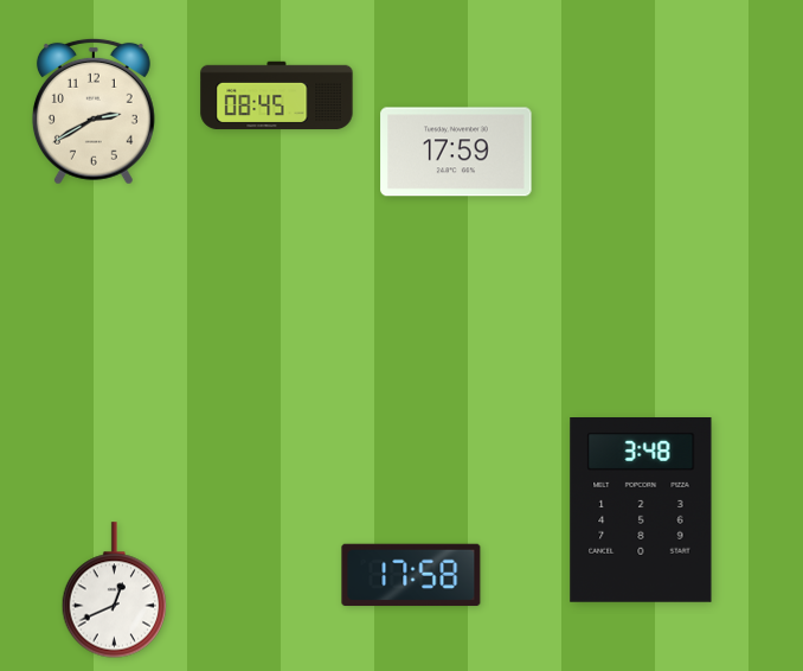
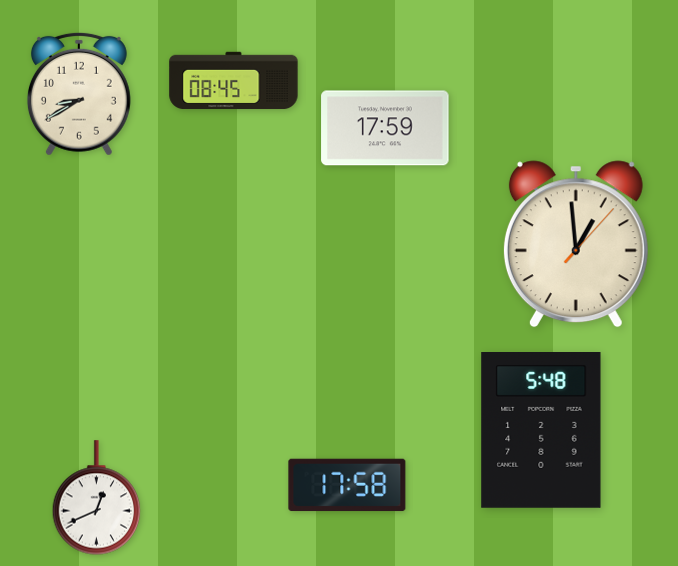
clock at (94, 111): 2:40 -> 8:40
clock at (576, 244): none -> 12:59
clock at (641, 511): 3:48 -> 5:48
